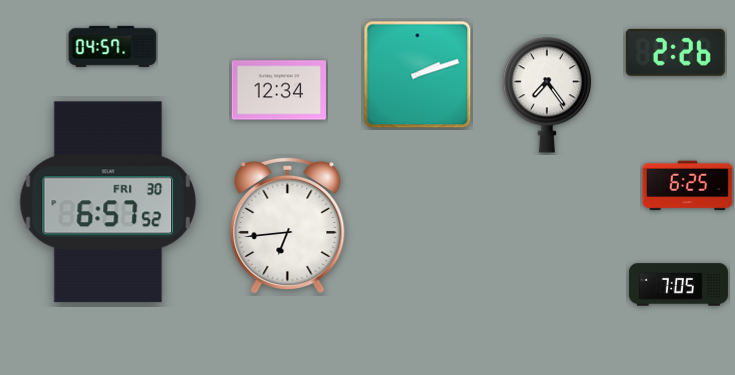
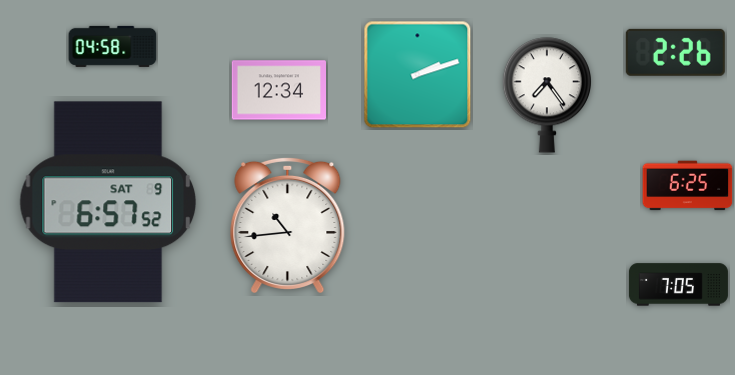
clock at (113, 46): 04:57 -> 04:58
clock at (108, 202) date: FRI 30 -> SAT 9
clock at (288, 224): 6:44 -> 10:44
